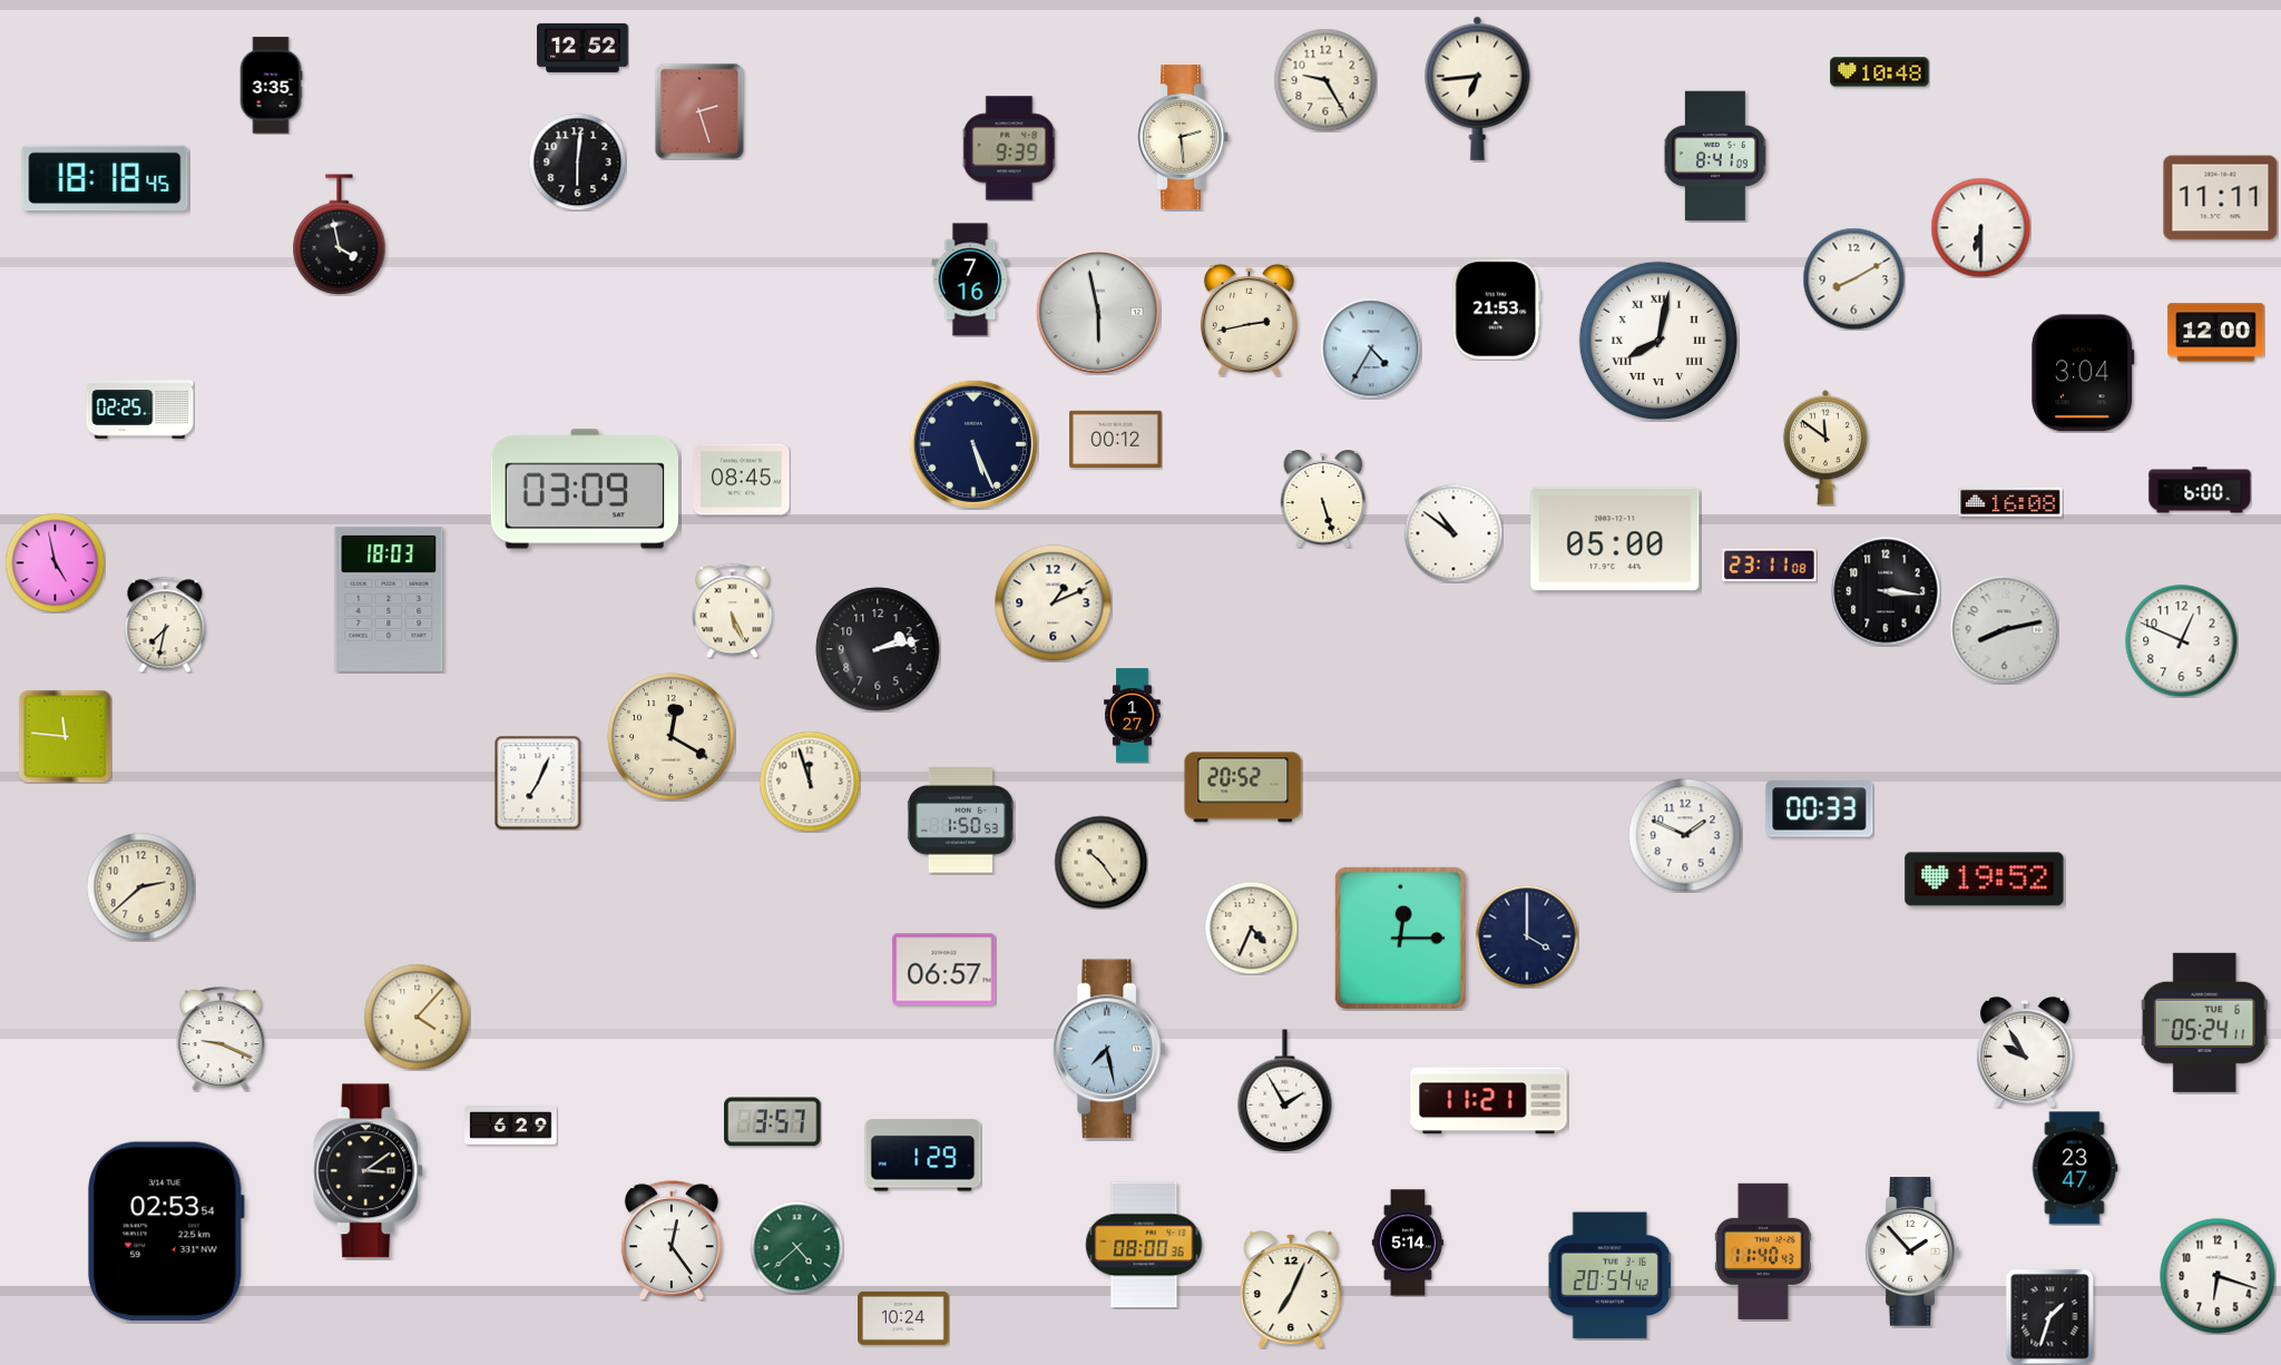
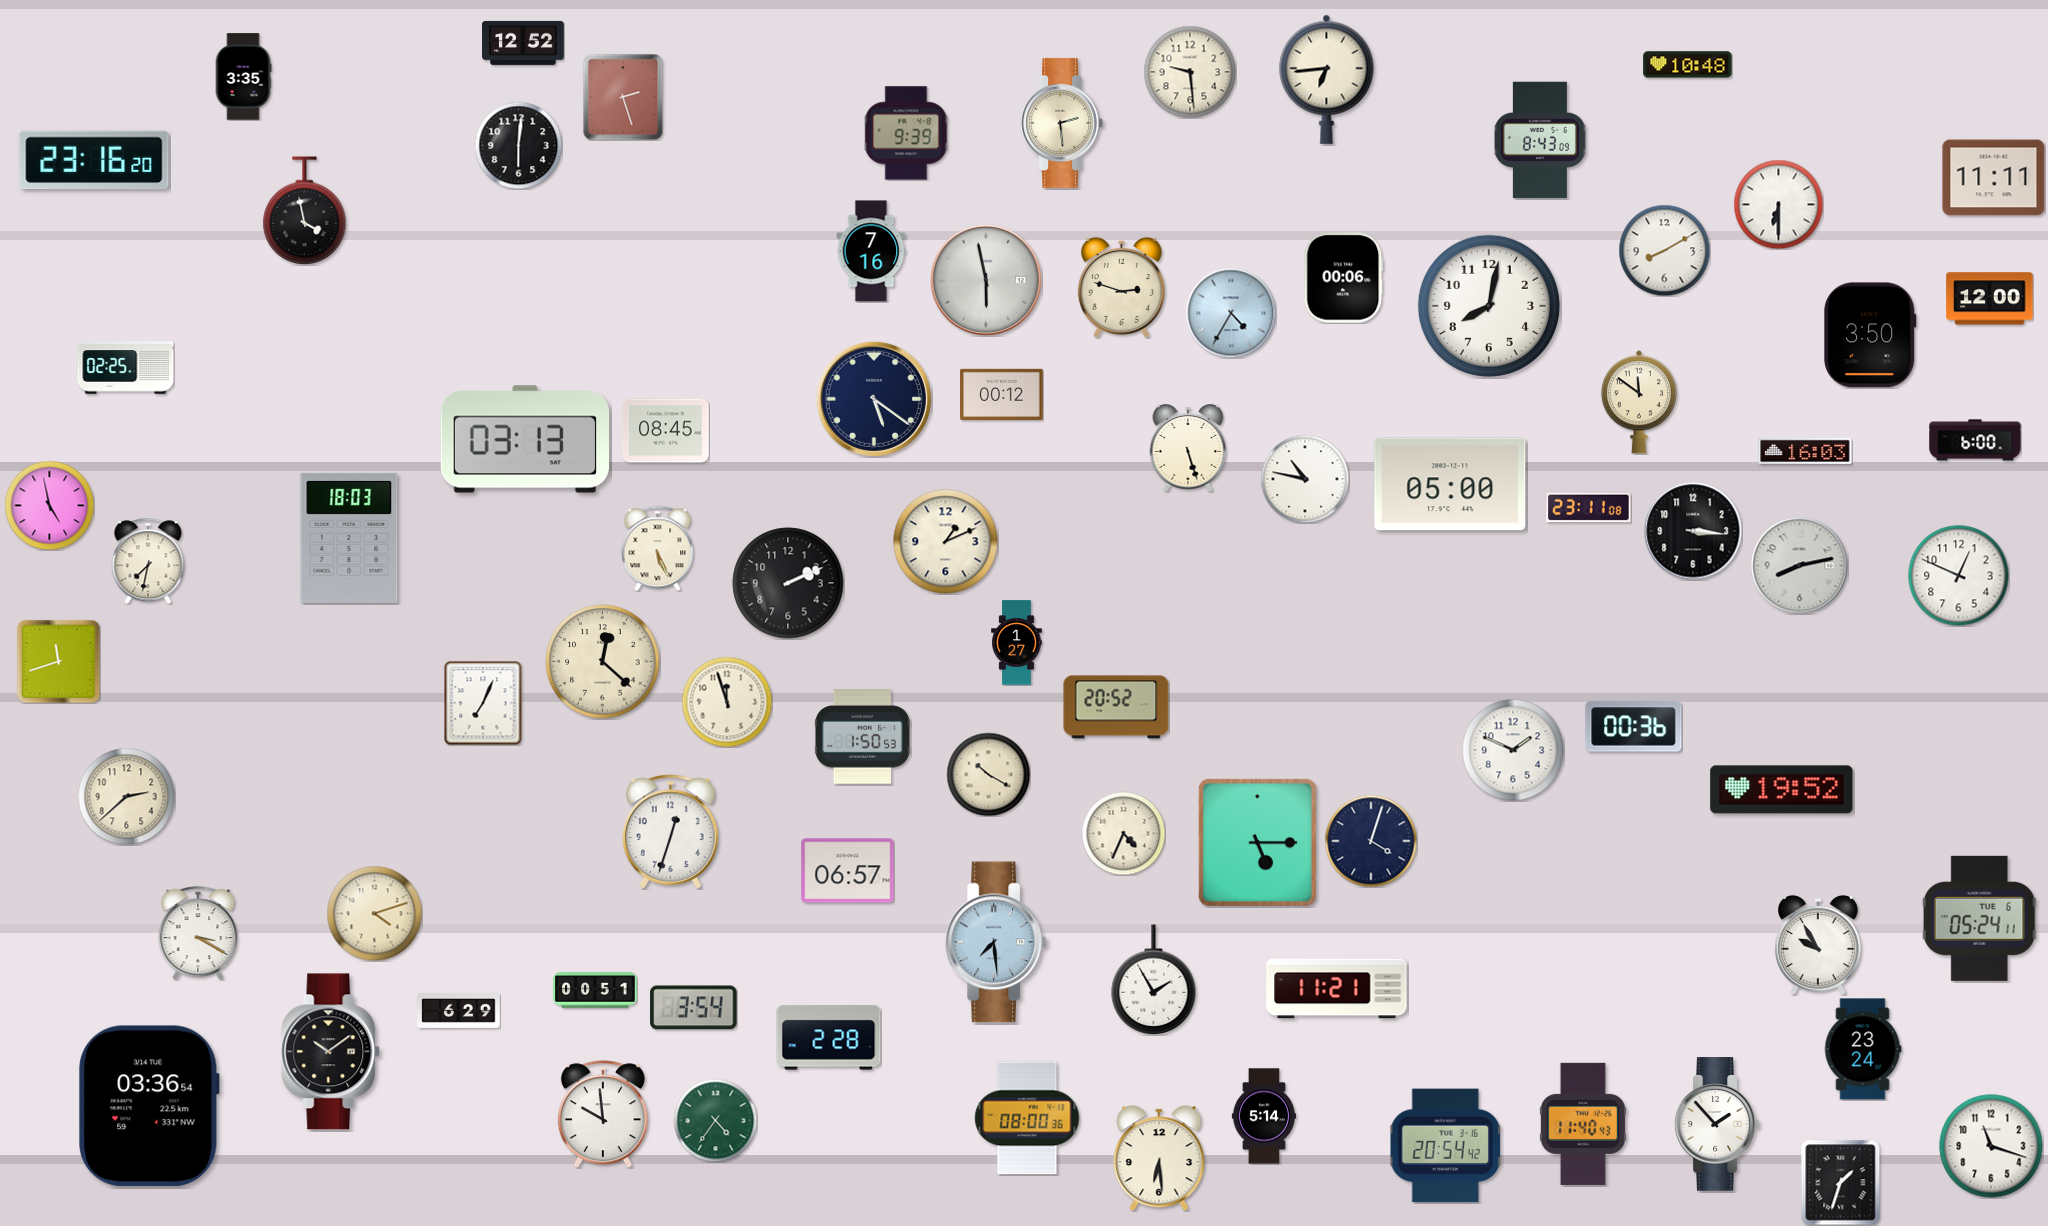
clock at (1325, 80): 9:25 -> 9:29
clock at (699, 111) position: (699, 111) -> (623, 97)
clock at (1715, 156): 8:41 -> 8:43
clock at (105, 178): 18:18 -> 23:16
clock at (1497, 310): 21:53 -> 00:06
clock at (1249, 320): 2:43 -> 2:48
clock at (1658, 341) numerals: Roman -> Arabic
clock at (2083, 373): 3:04 -> 3:50
clock at (973, 444): 5:26 -> 5:21
clock at (584, 489): 03:09 -> 03:13
clock at (2010, 502): 16:08 -> 16:03
clock at (1453, 533): 10:51 -> 10:47
clock at (878, 649): 2:13 -> 2:11
clock at (65, 736): 11:46 -> 11:42
clock at (672, 737): 12:20 -> 12:22
clock at (1820, 809): 00:33 -> 00:36
clock at (1100, 862): 10:24 -> 10:20
clock at (671, 832): none -> 12:33
clock at (1527, 936): 4:00 -> 4:03
clock at (1400, 937): 12:15 -> 5:15
clock at (417, 1017): 4:07 -> 4:12
clock at (221, 1039): 9:19 -> 3:20
clock at (1109, 1049): 7:28 -> 7:29
clock at (595, 990): none -> 00:51
clock at (773, 1122): 3:57 -> 3:54
clock at (923, 1156): 1:29 -> 2:28
clock at (2075, 1168): 23:47 -> 23:24
clock at (369, 1171): 3:09 -> 10:09
clock at (166, 1231): 02:53 -> 03:36
clock at (672, 1240): 12:24 -> 9:59
clock at (796, 1247): 4:38 -> 4:36
clock at (2218, 1276): 6:18 -> 11:18
clock at (1291, 1289): 7:04 -> 6:29
clock at (903, 1318): 10:24 -> none
